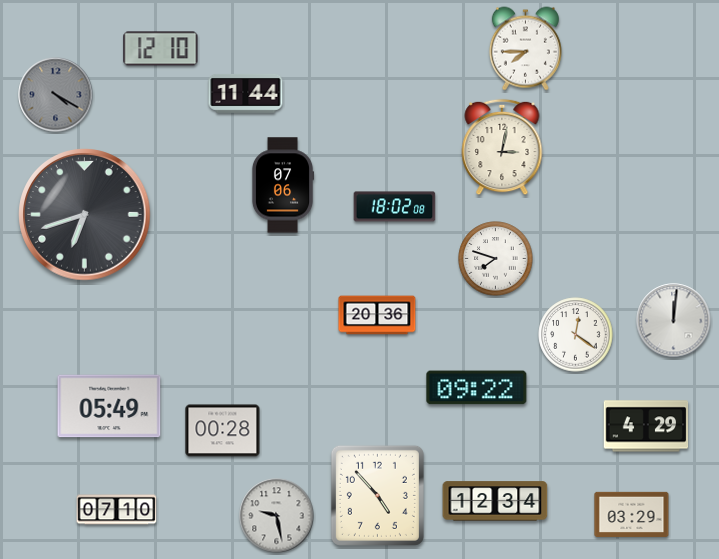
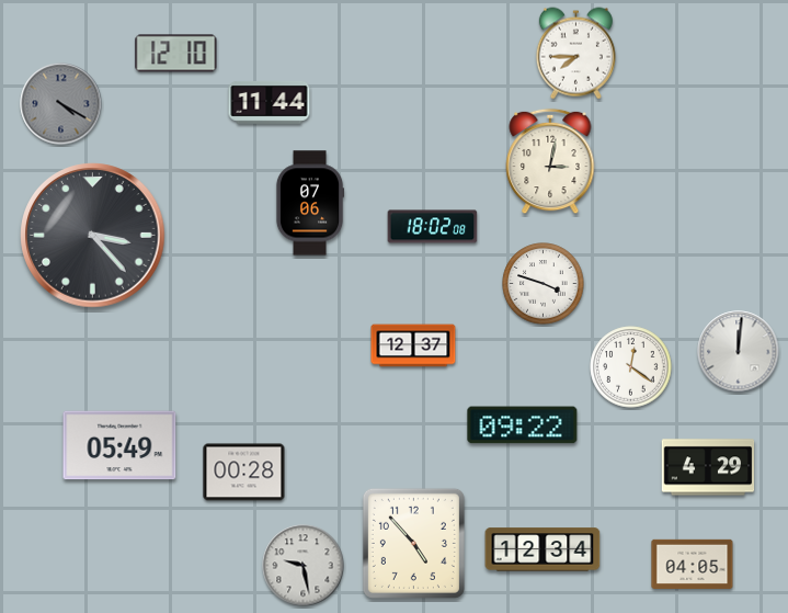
clock at (85, 215): 6:42 -> 3:23
clock at (496, 259): 7:48 -> 3:48
clock at (377, 315): 20:36 -> 12:37
clock at (117, 510): 07:10 -> none
clock at (632, 514): 03:29 -> 04:05
